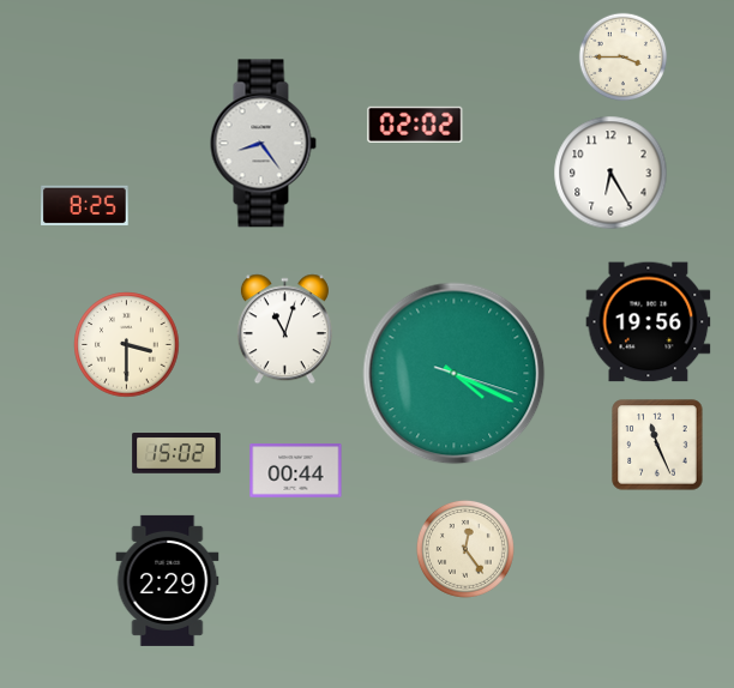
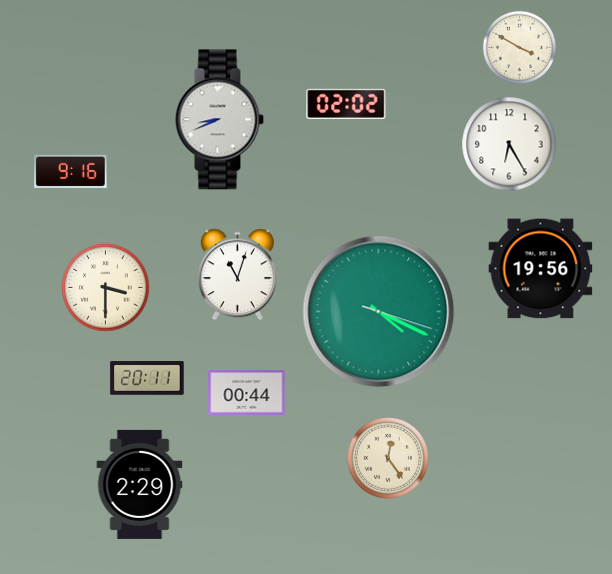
clock at (624, 58): 3:45 -> 3:50
clock at (263, 144): 8:24 -> 8:41
clock at (85, 206): 8:25 -> 9:16
clock at (657, 445): 11:26 -> none
clock at (176, 453): 15:02 -> 20:11
